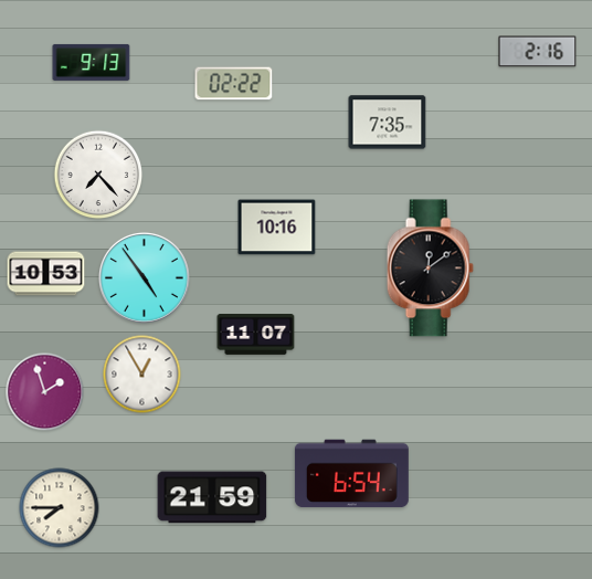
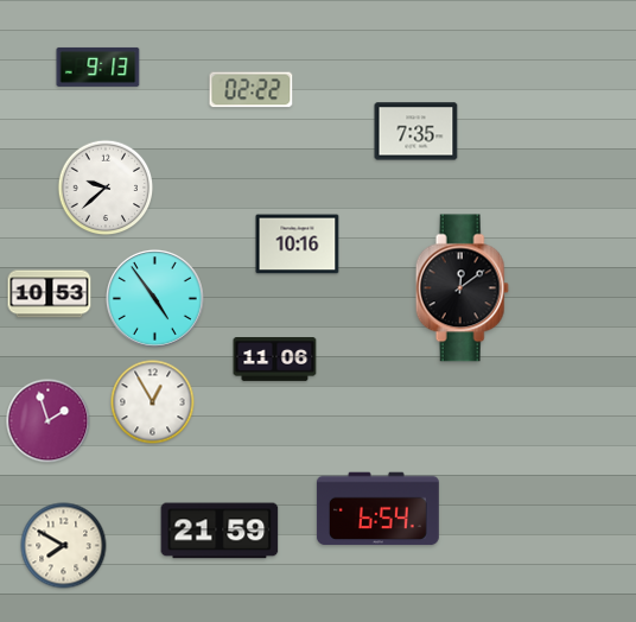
clock at (538, 52): 2:16 -> none
clock at (98, 175): 7:23 -> 9:38
clock at (256, 335): 11:07 -> 11:06
clock at (212, 497) position: (212, 497) -> (220, 531)
clock at (60, 508): 7:45 -> 7:50
